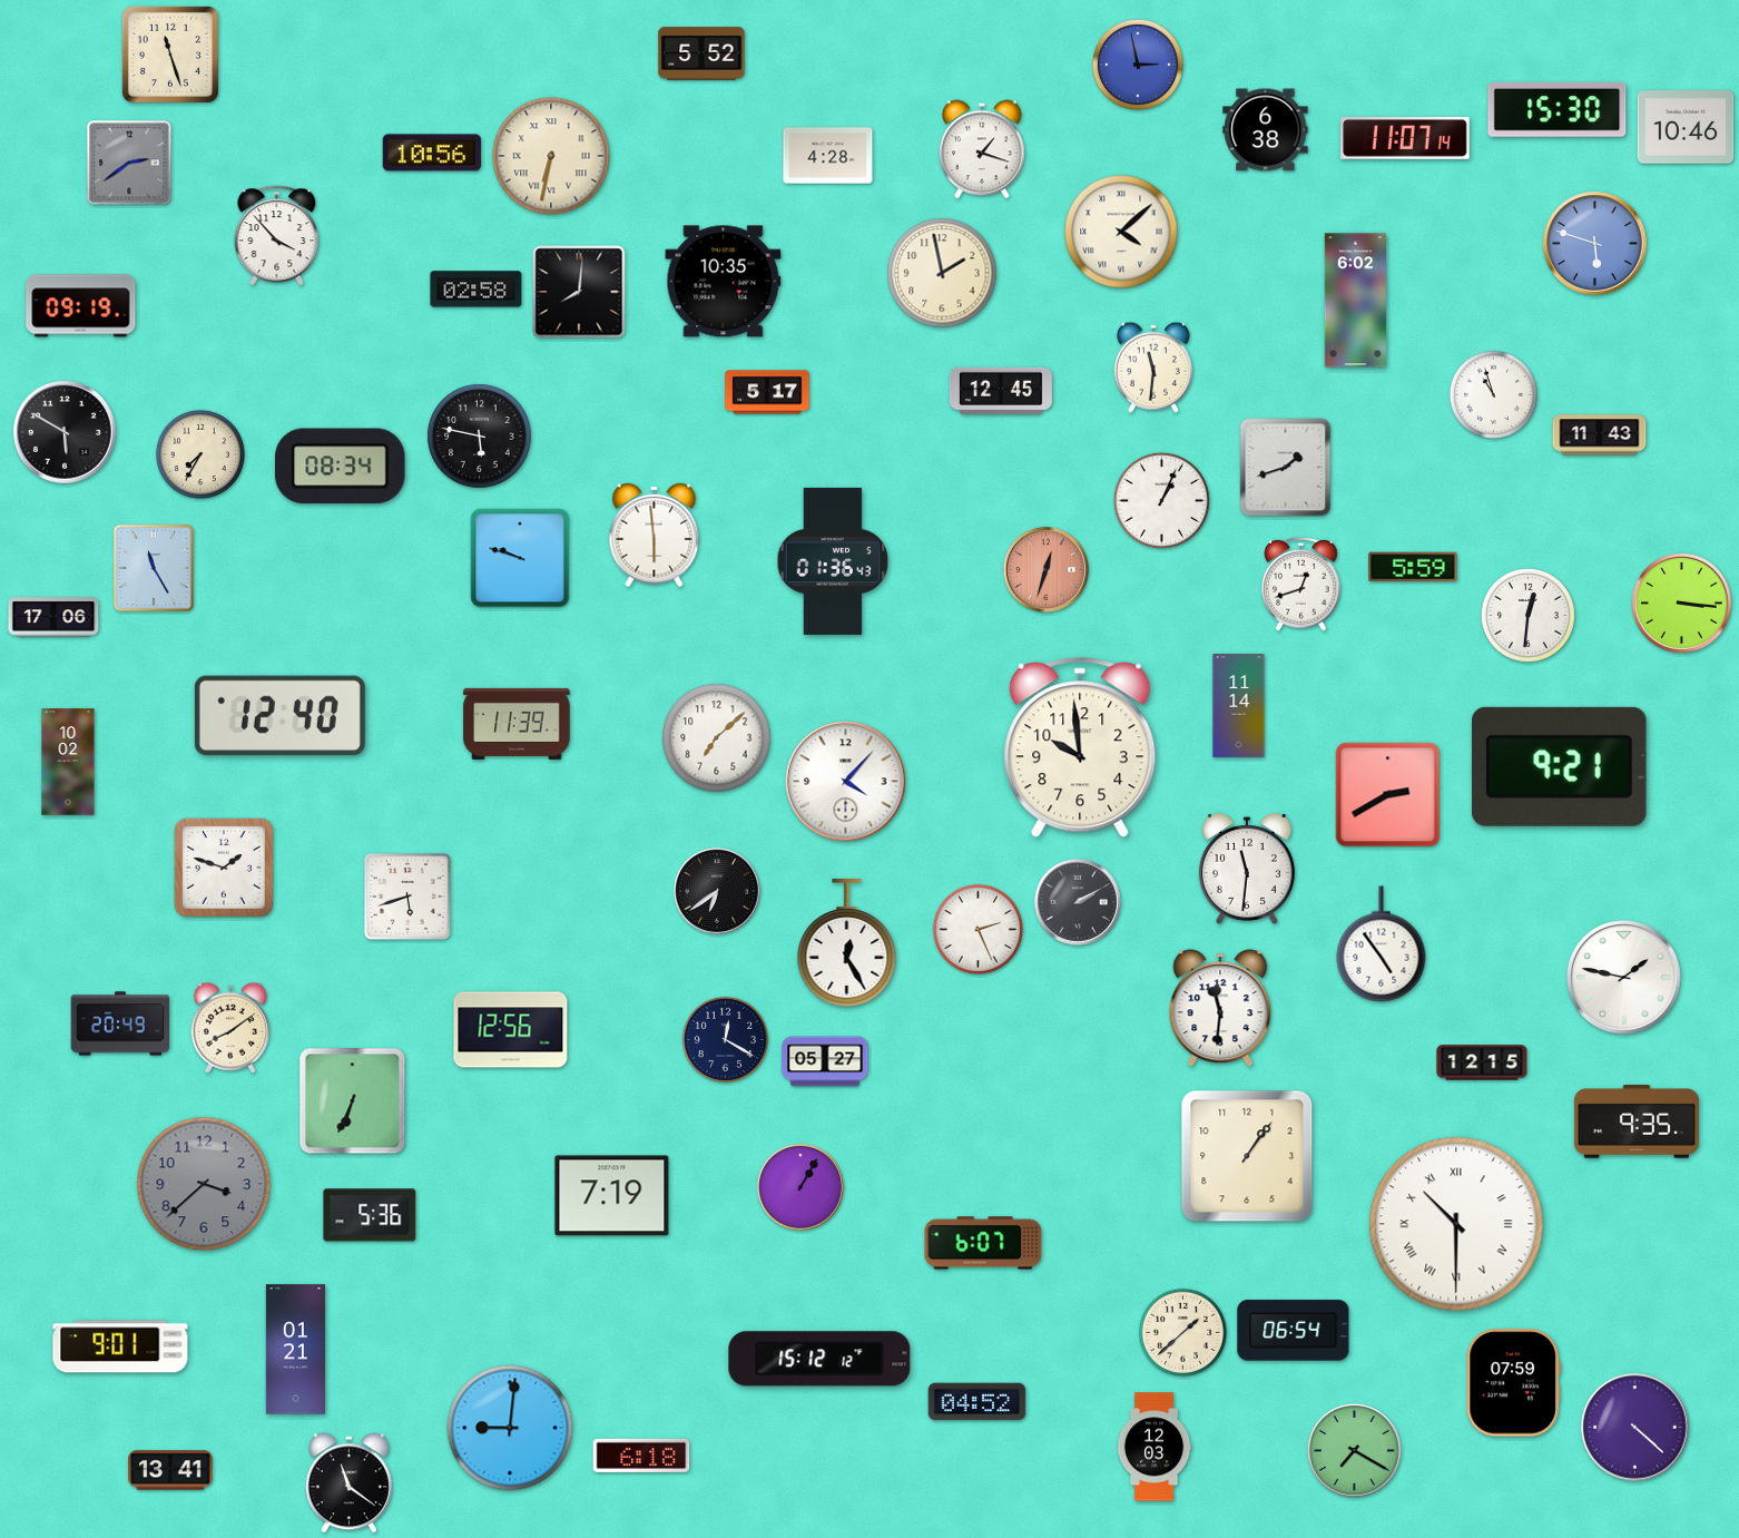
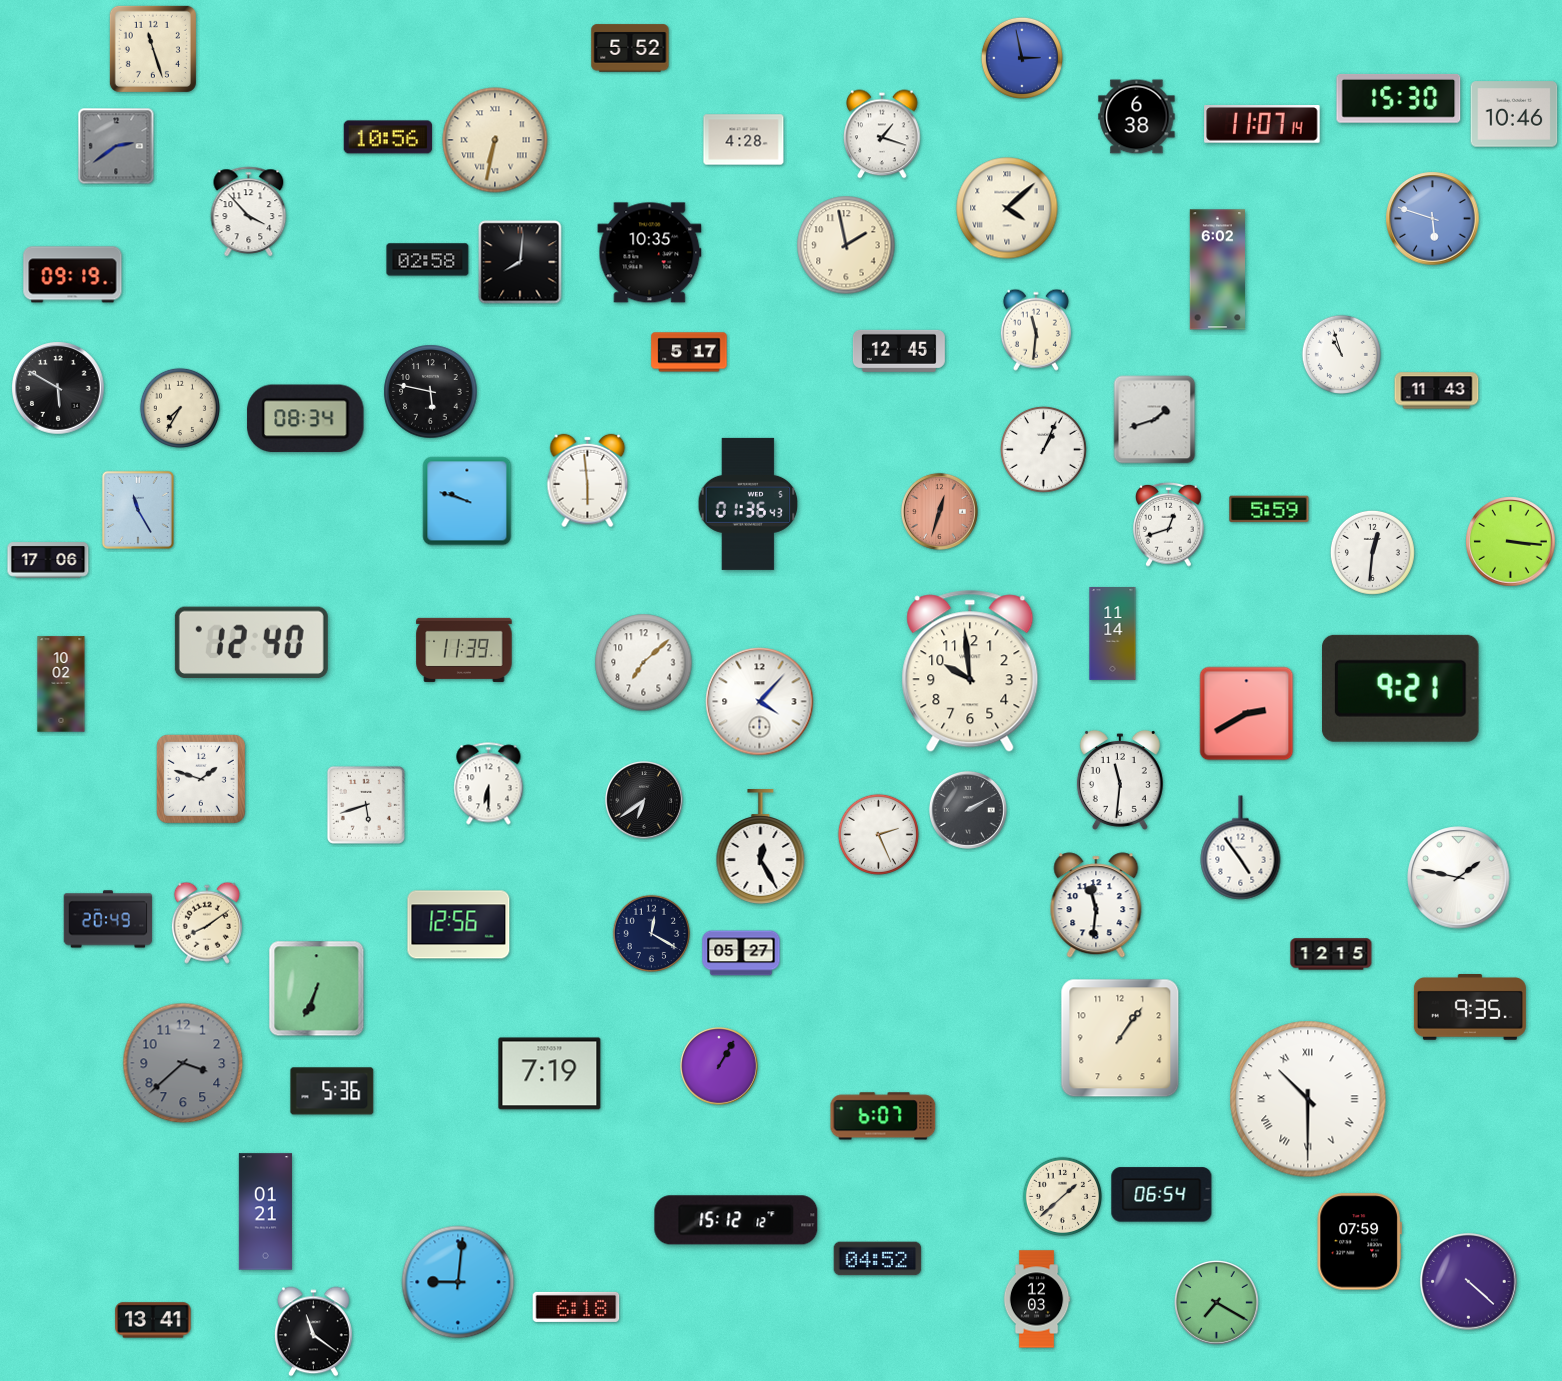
clock at (53, 617) position: (53, 617) -> (48, 560)
clock at (489, 784): none -> 6:30
clock at (120, 1346): 9:01 -> none
